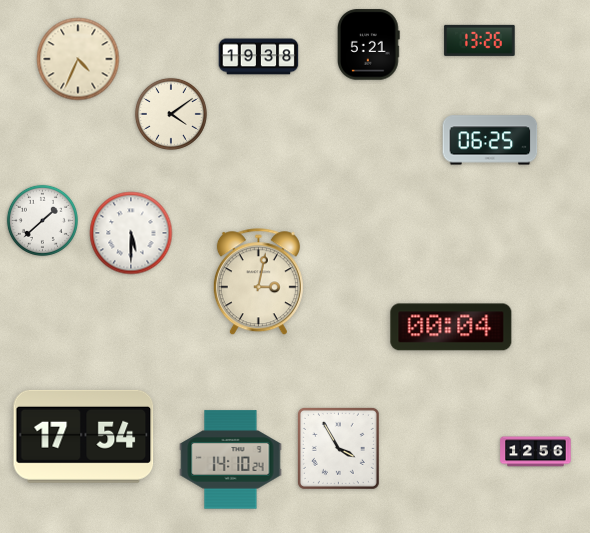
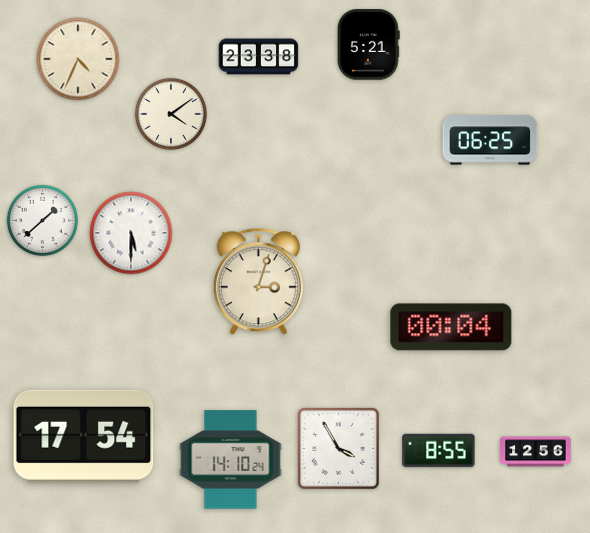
clock at (480, 40): 13:26 -> none
clock at (259, 57): 19:38 -> 23:38
clock at (258, 282): 3:02 -> 3:03
clock at (439, 451): none -> 8:55
